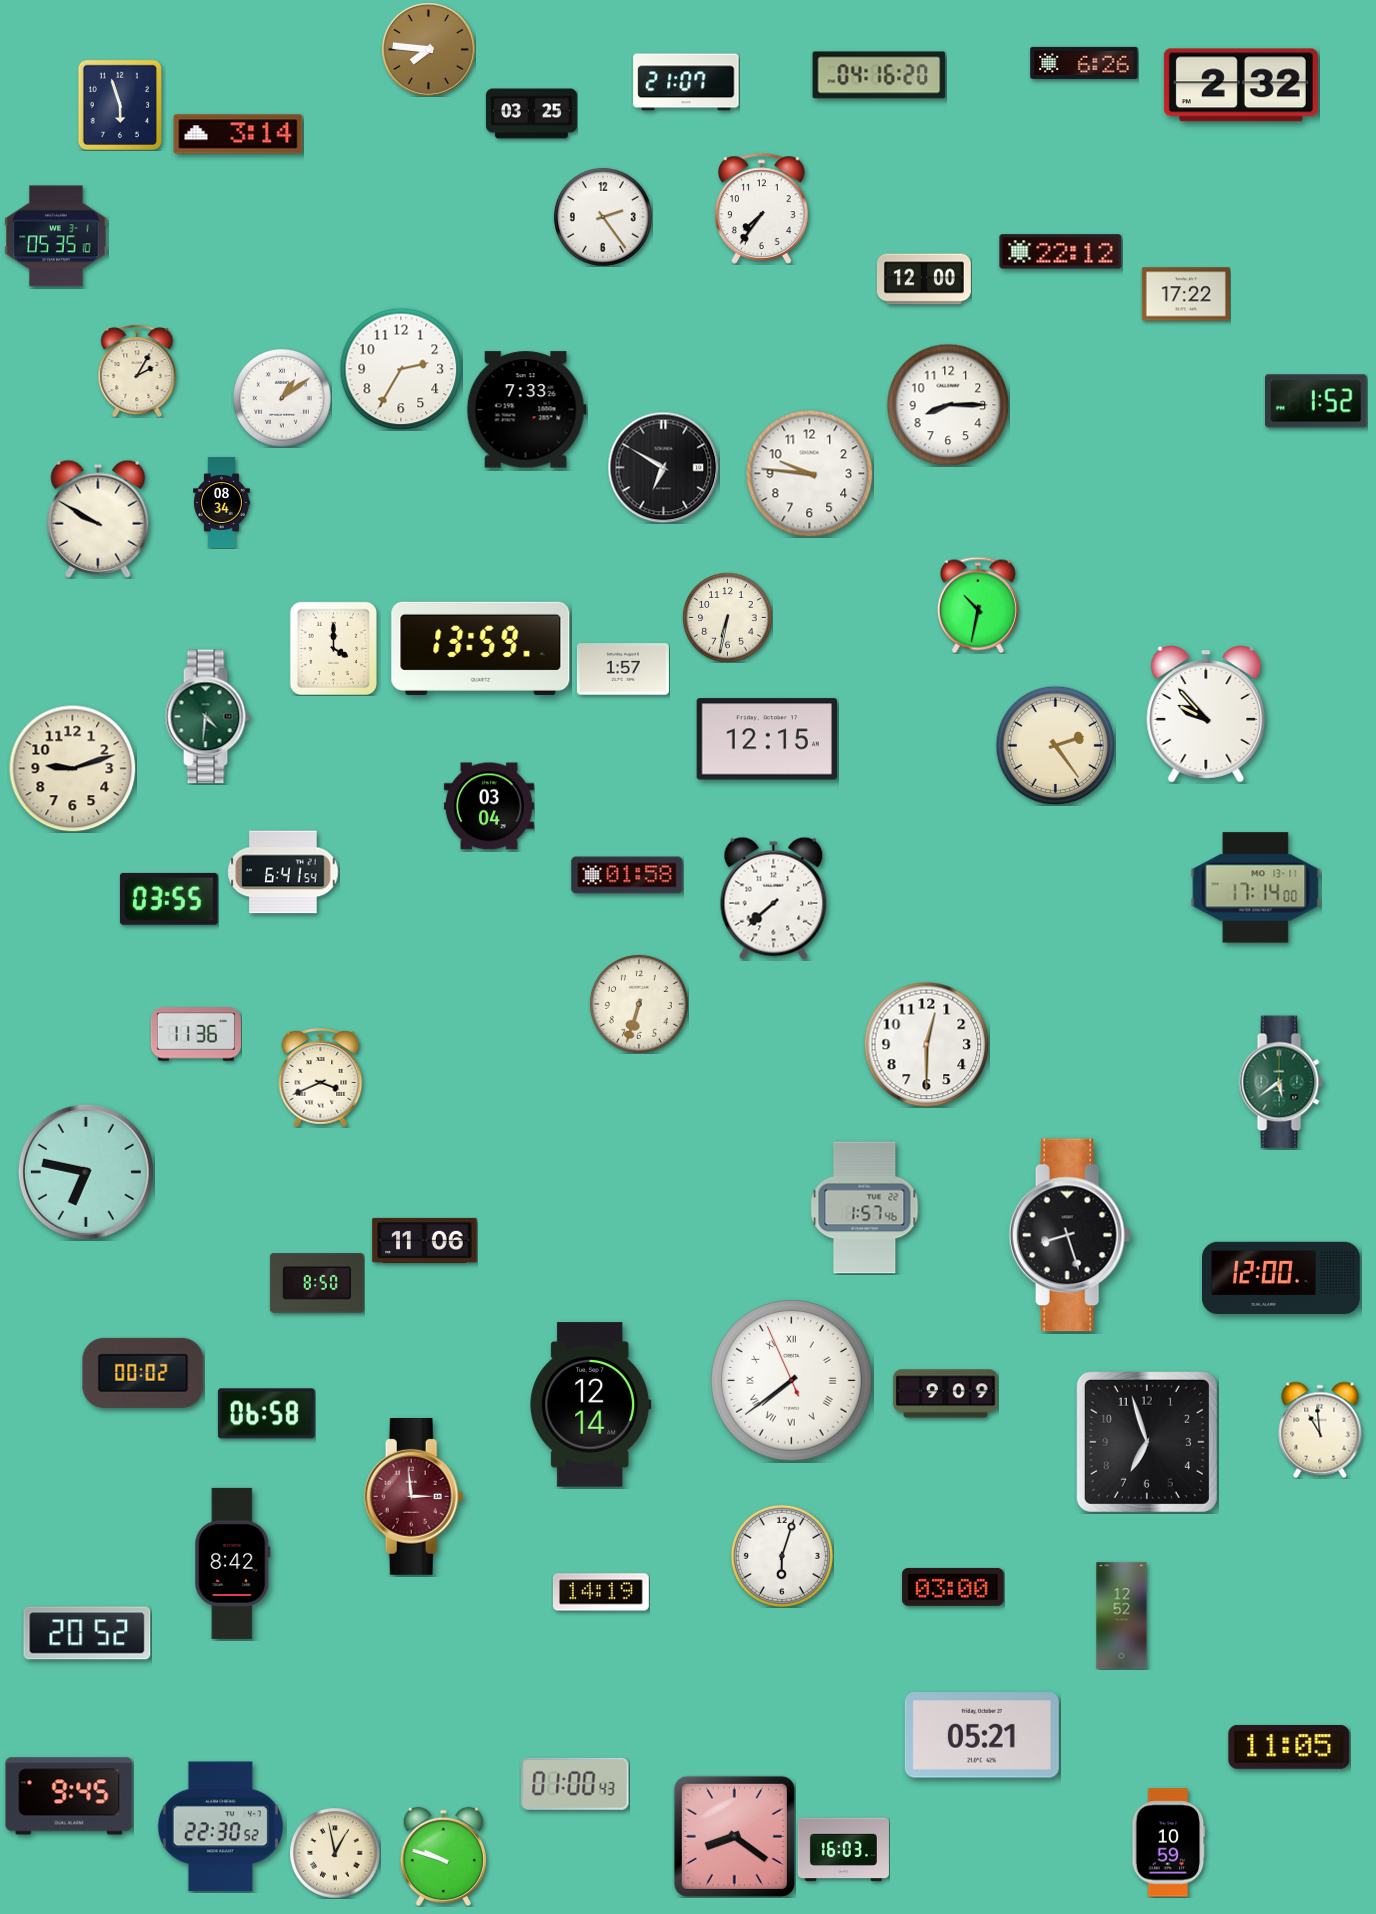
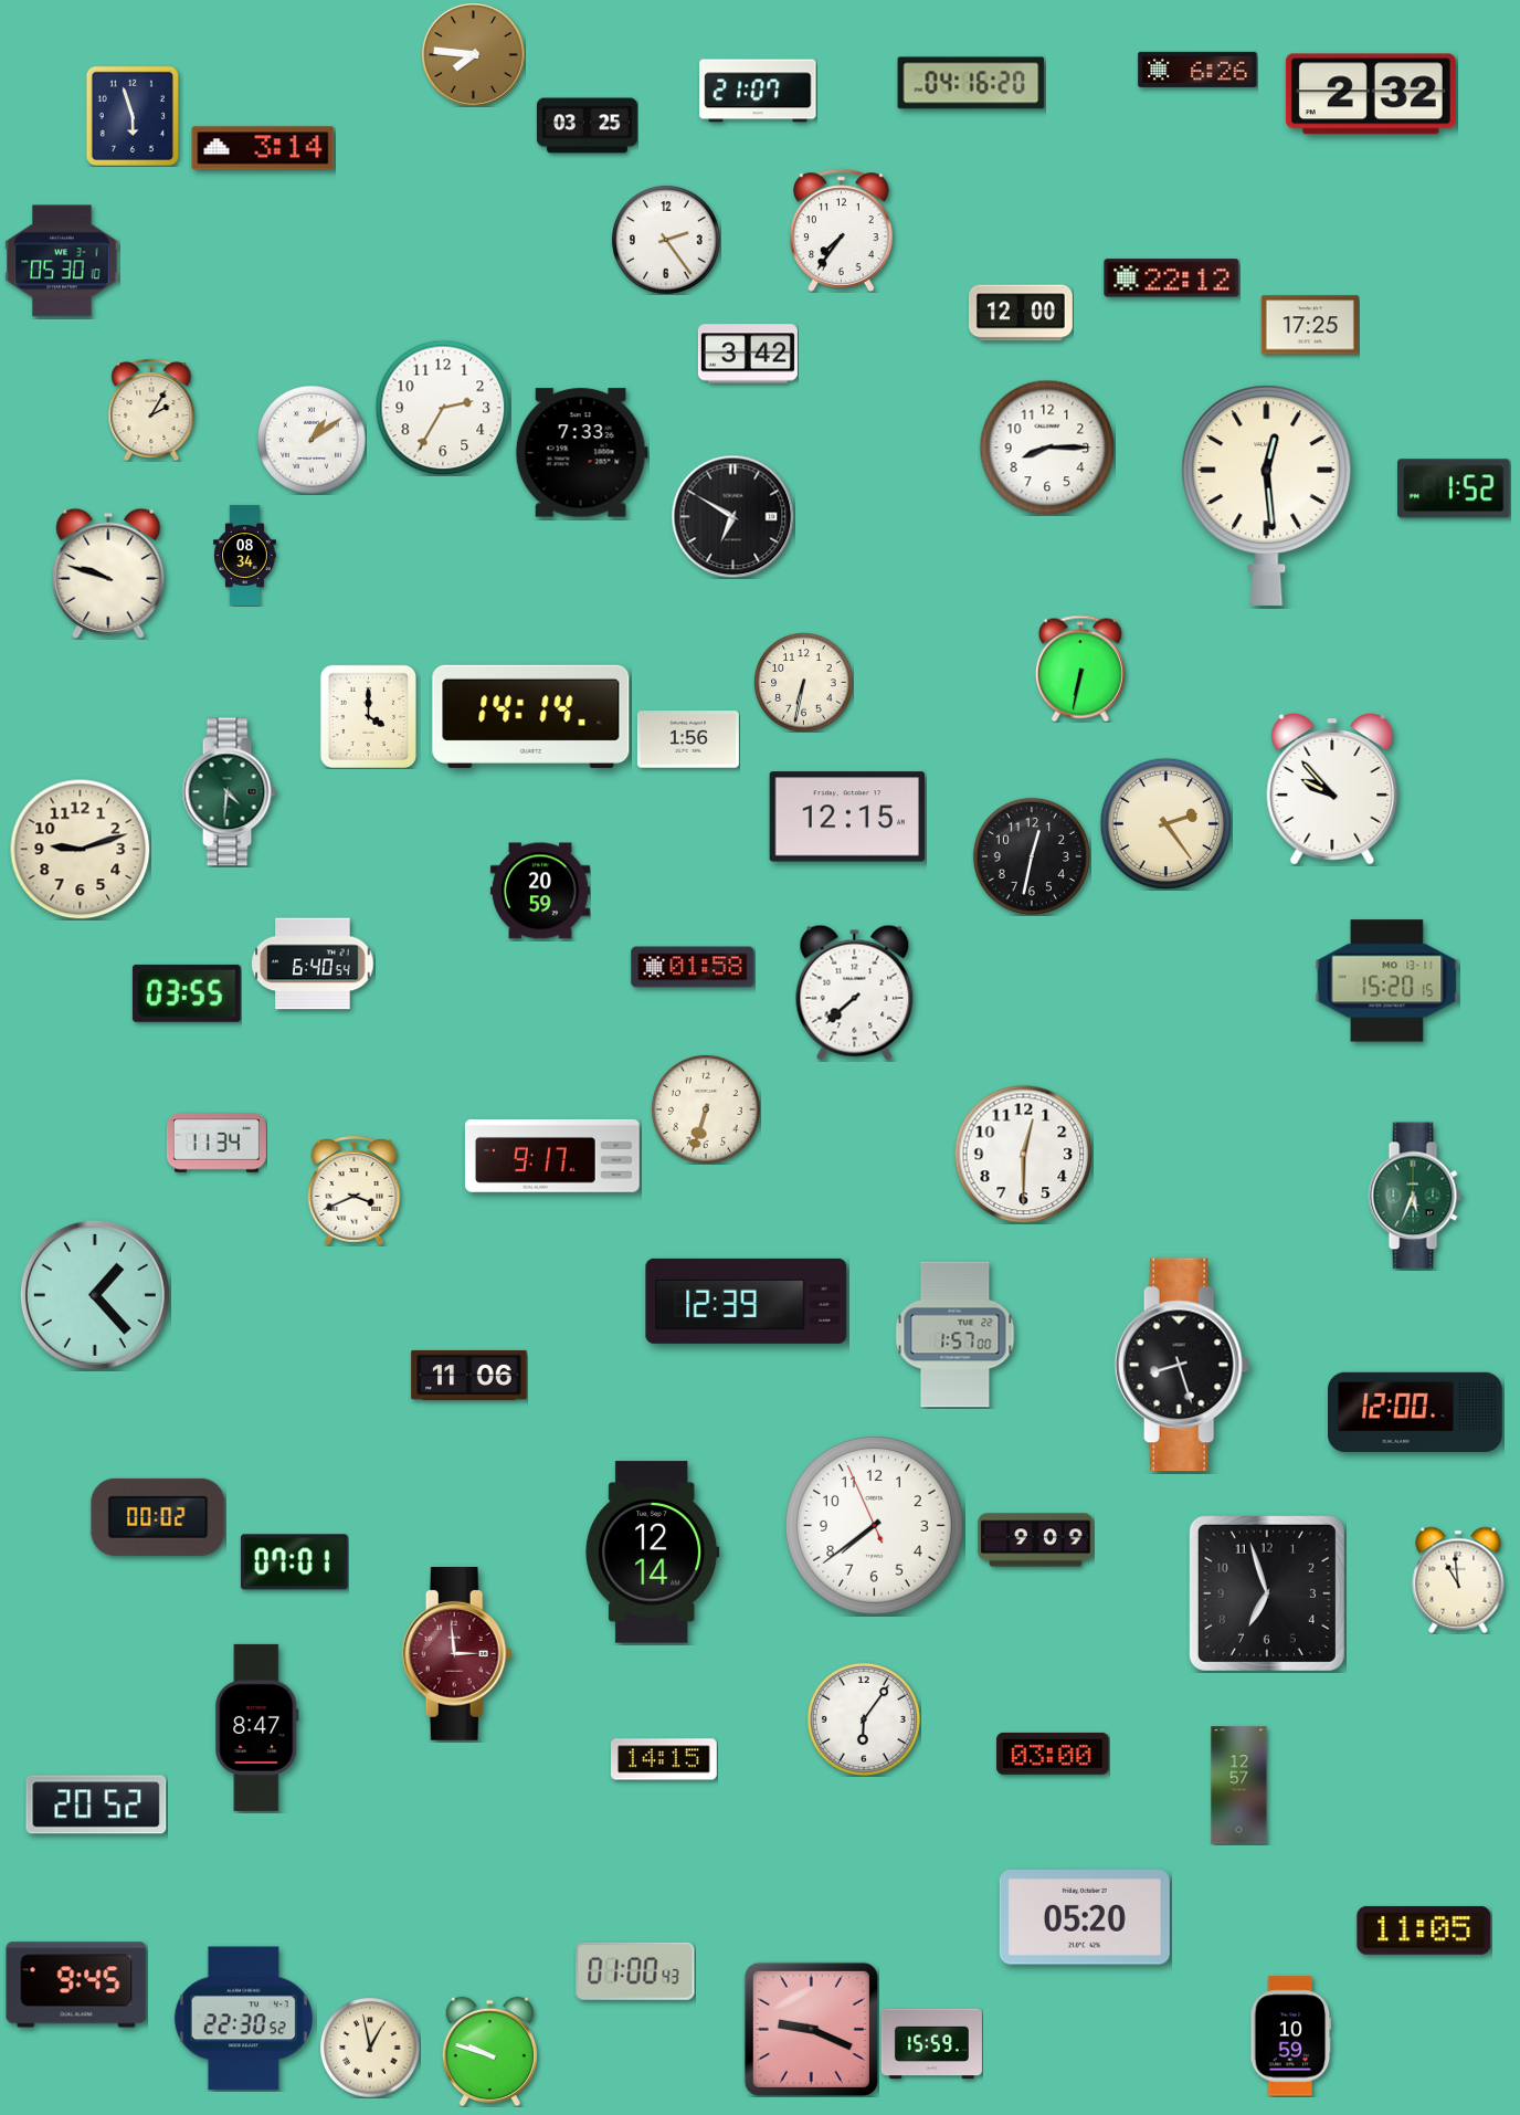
clock at (56, 236): 05:35 -> 05:30
clock at (924, 279) position: (924, 279) -> (1021, 313)
clock at (1186, 294): 17:22 -> 17:25
clock at (748, 354): none -> 3:42
clock at (1316, 401) position: (1316, 401) -> (1454, 488)
clock at (1267, 495): none -> 12:29
clock at (809, 473): 9:46 -> none
clock at (98, 519): 9:50 -> 9:48
clock at (978, 605): 10:32 -> 6:32
clock at (481, 648): 13:59 -> 14:14
clock at (623, 669): 1:57 -> 1:56
clock at (1032, 856): none -> 12:32
clock at (489, 806): 03:04 -> 20:59
clock at (283, 872): 6:41 -> 6:40
clock at (1256, 888): 17:14 -> 15:20
clock at (196, 1034): 11:36 -> 11:34
clock at (552, 1156): none -> 9:17
clock at (1281, 1082): 5:39 -> 5:34
clock at (86, 1172): 6:47 -> 1:23
clock at (747, 1301): none -> 12:39
clock at (865, 1208): 1:57:46 -> 1:57:00
clock at (425, 1240) position: (425, 1240) -> (469, 1375)
clock at (317, 1283): 8:50 -> none
clock at (792, 1381) numerals: Roman -> Arabic
clock at (946, 1394) position: (946, 1394) -> (1036, 1540)
clock at (266, 1414): 06:58 -> 07:01
clock at (782, 1556): 6:03 -> 6:06
clock at (233, 1563): 8:42 -> 8:47
clock at (601, 1592): 14:19 -> 14:15
clock at (1122, 1616): 12:52 -> 12:57
clock at (982, 1735): 05:21 -> 05:20
clock at (734, 1836): 8:21 -> 9:19
clock at (843, 1850): 16:03 -> 15:59
